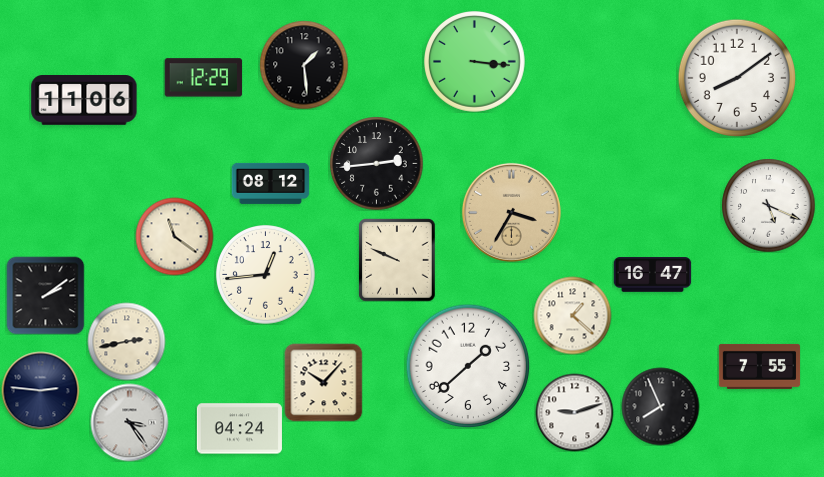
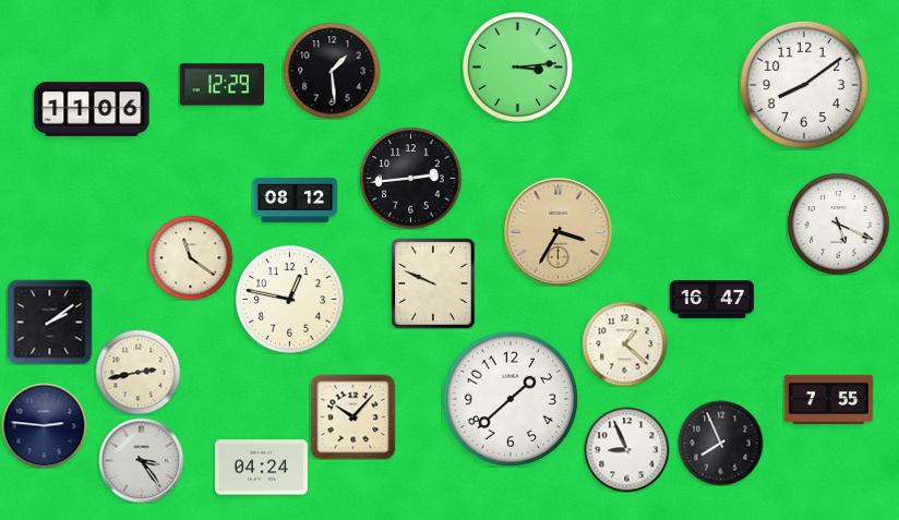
clock at (475, 62): 3:16 -> 3:14
clock at (266, 275): 12:44 -> 12:47
clock at (574, 412): 9:12 -> 8:56
